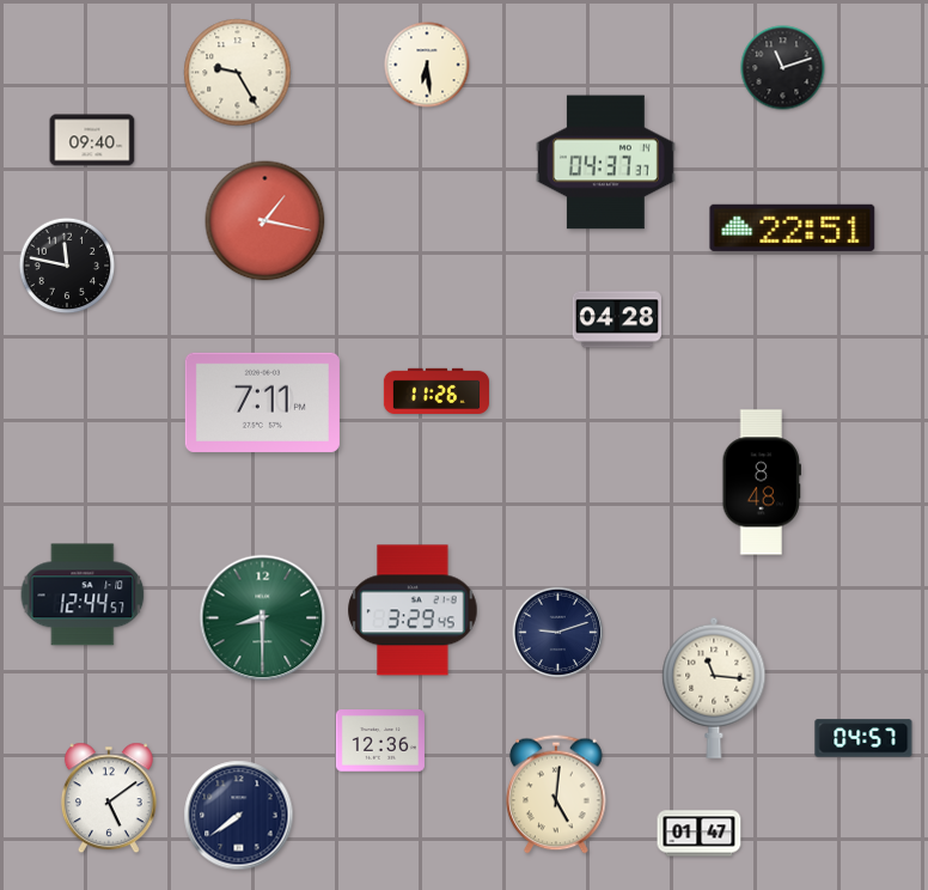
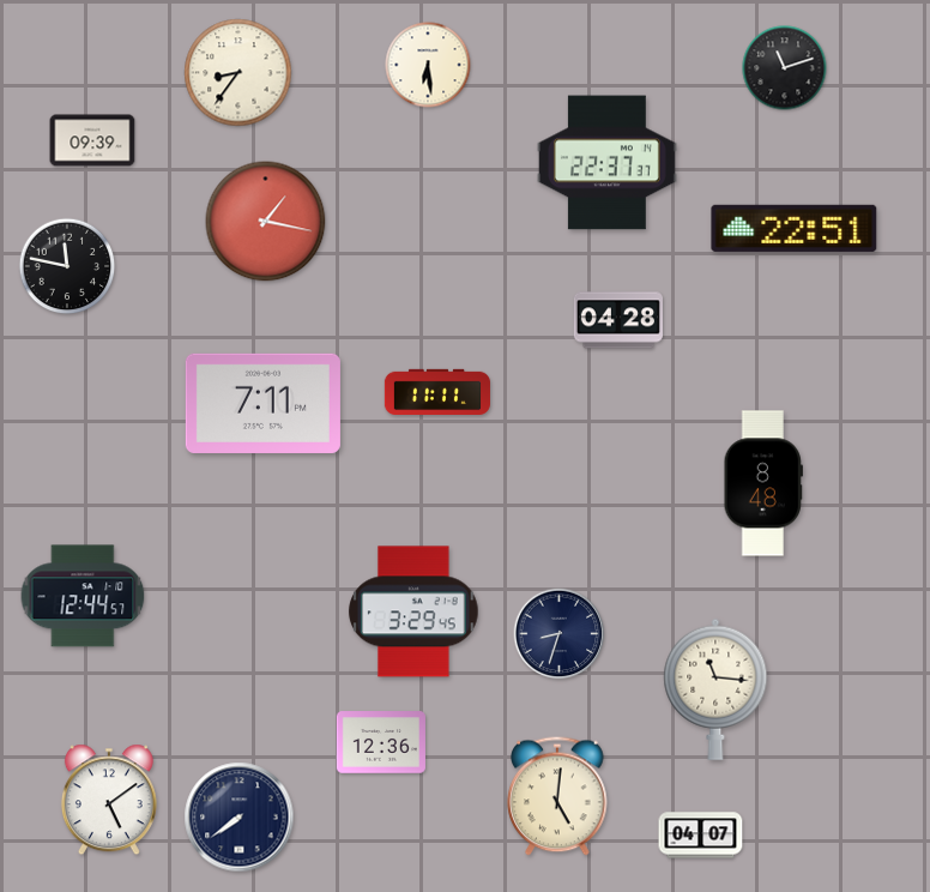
clock at (238, 73): 9:25 -> 8:36
clock at (92, 140): 09:40 -> 09:39
clock at (605, 163): 04:37 -> 22:37
clock at (436, 391): 11:26 -> 11:11
clock at (263, 618): 8:30 -> none
clock at (558, 633): 9:12 -> 8:33
clock at (863, 738): 04:57 -> none
clock at (700, 834): 01:47 -> 04:07
